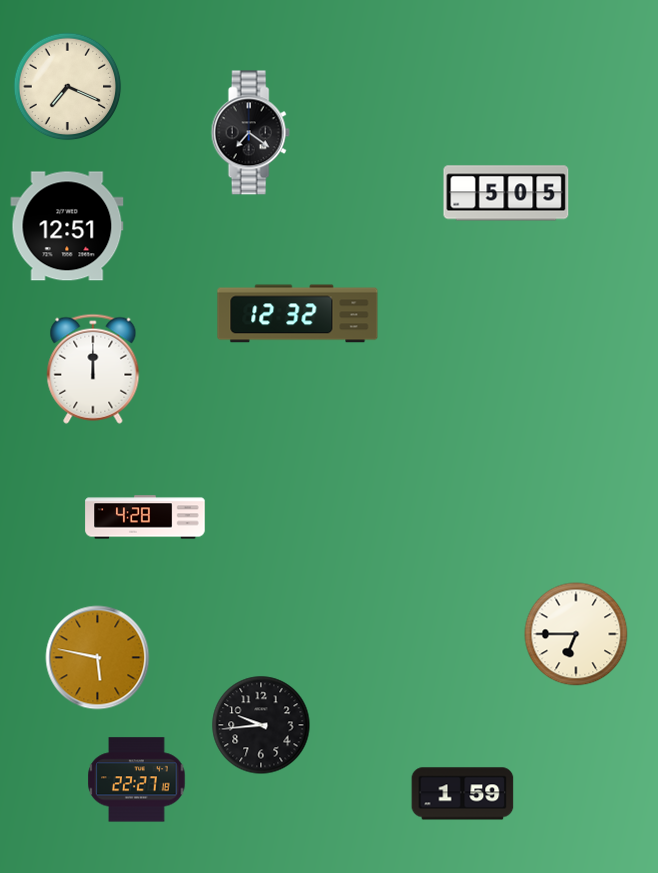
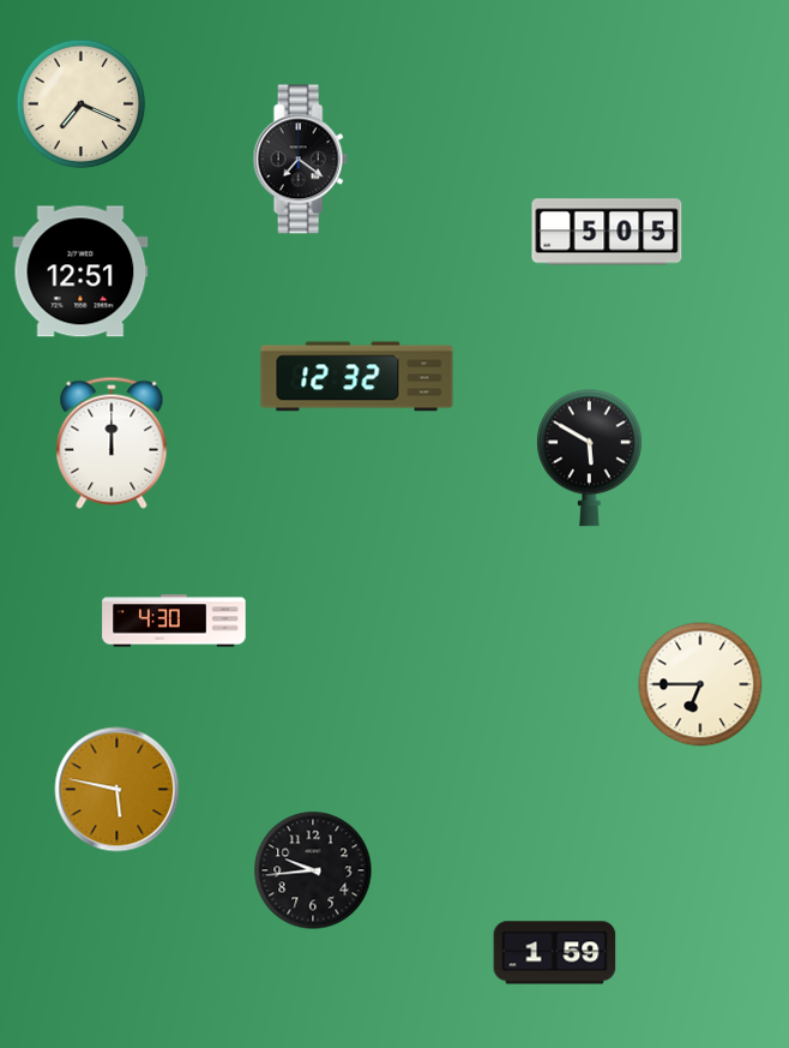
clock at (590, 459): none -> 5:50
clock at (145, 517): 4:28 -> 4:30
clock at (576, 634) position: (576, 634) -> (700, 684)
clock at (137, 780): 22:27 -> none
